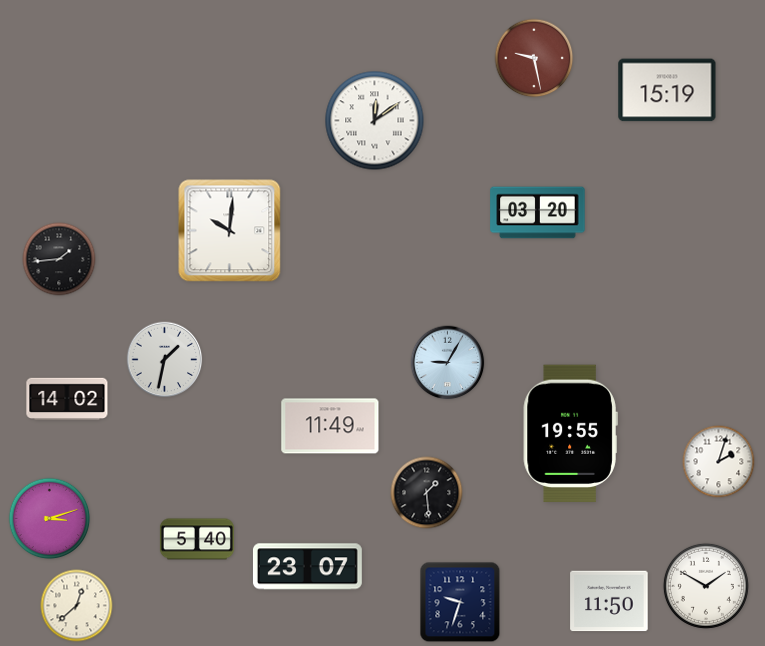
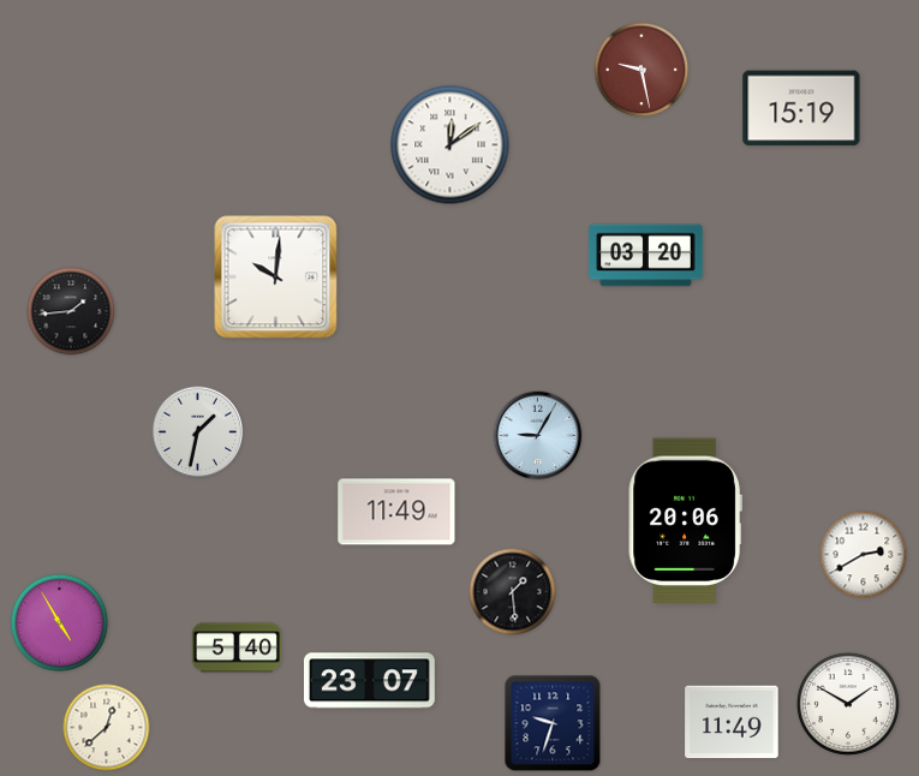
clock at (67, 399): 14:02 -> none
clock at (570, 434): 19:55 -> 20:06
clock at (719, 462): 2:03 -> 2:40
clock at (50, 519): 3:12 -> 4:55
clock at (609, 601): 11:50 -> 11:49
clock at (77, 606) position: (77, 606) -> (107, 728)
